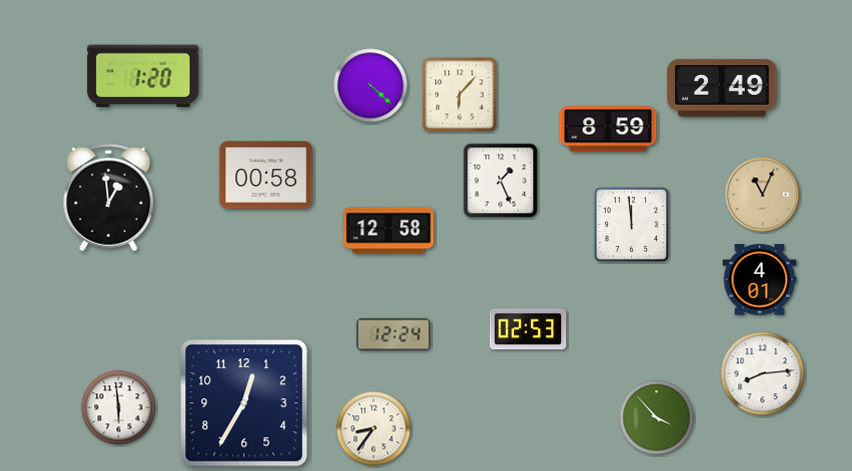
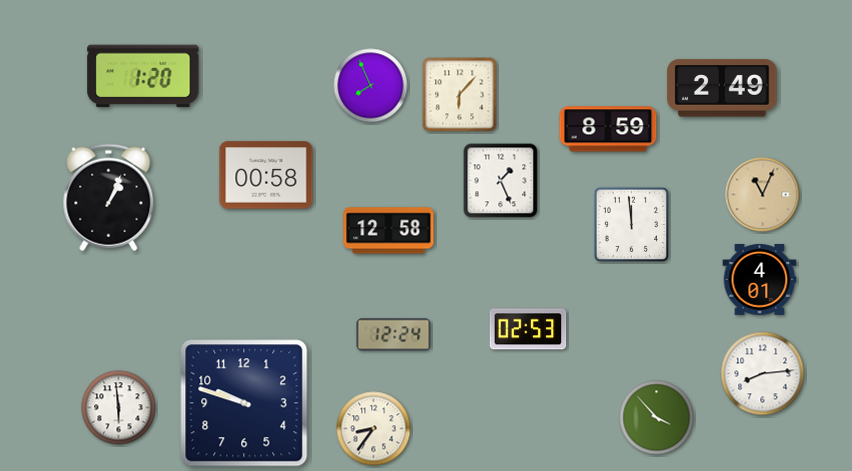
clock at (371, 86): 4:22 -> 7:56
clock at (109, 198): 12:59 -> 1:04
clock at (244, 403): 12:35 -> 9:48
